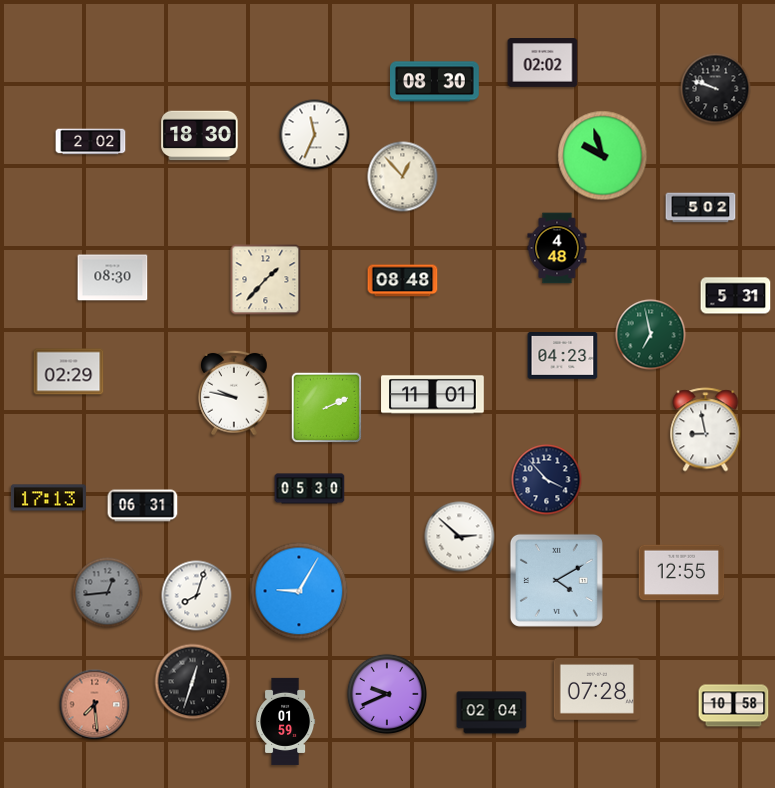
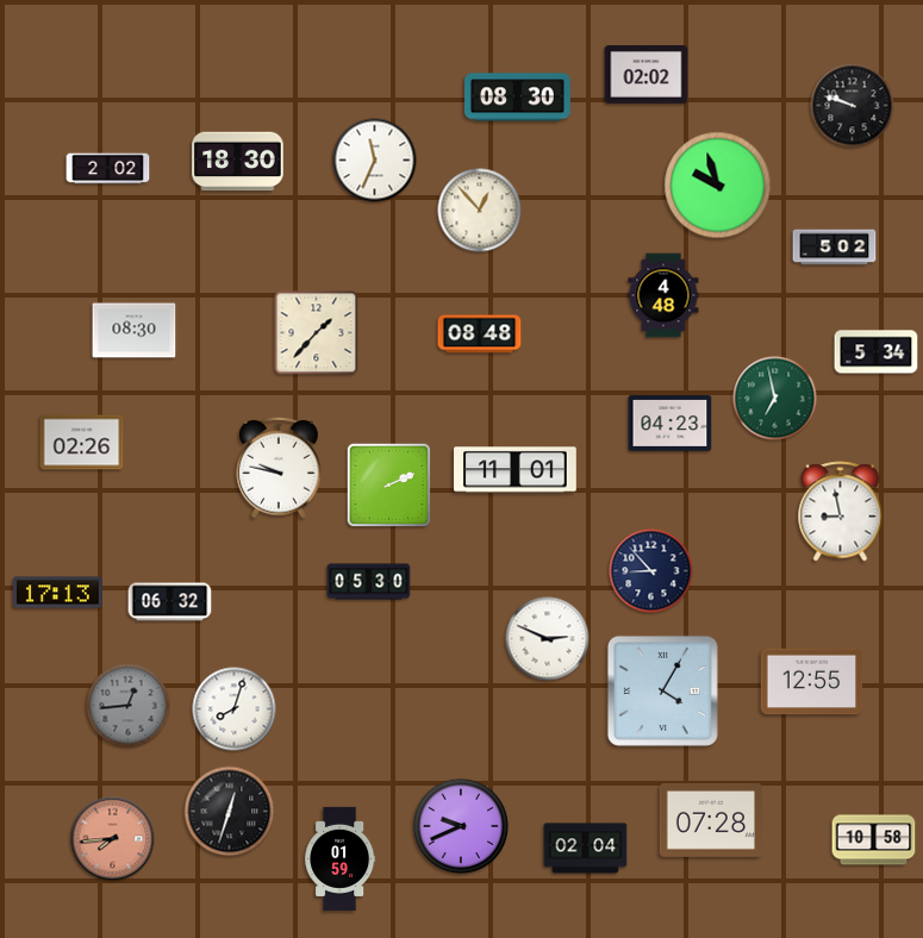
clock at (736, 296): 5:31 -> 5:34
clock at (69, 372): 02:29 -> 02:26
clock at (547, 480): 3:53 -> 8:53
clock at (143, 506): 06:31 -> 06:32
clock at (460, 537): 2:52 -> 2:49
clock at (556, 580): 4:10 -> 4:05
clock at (299, 591): 9:05 -> none
clock at (95, 705): 7:29 -> 7:44
